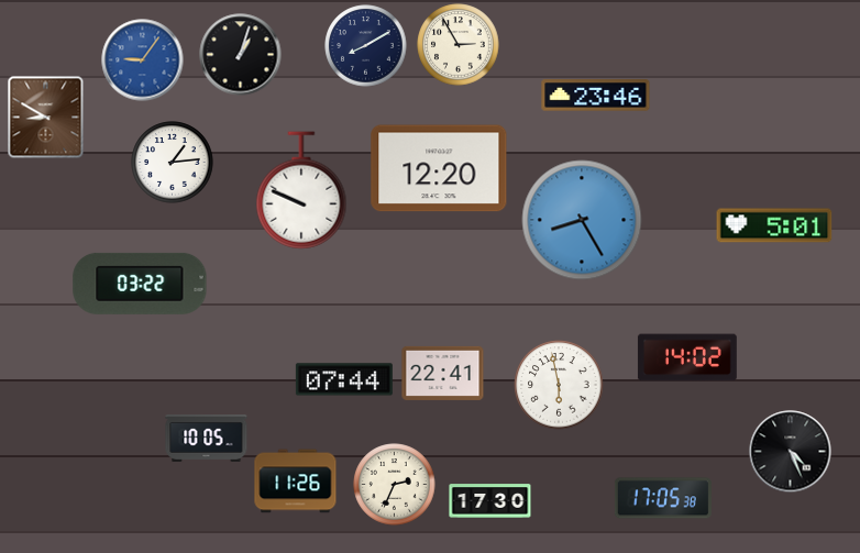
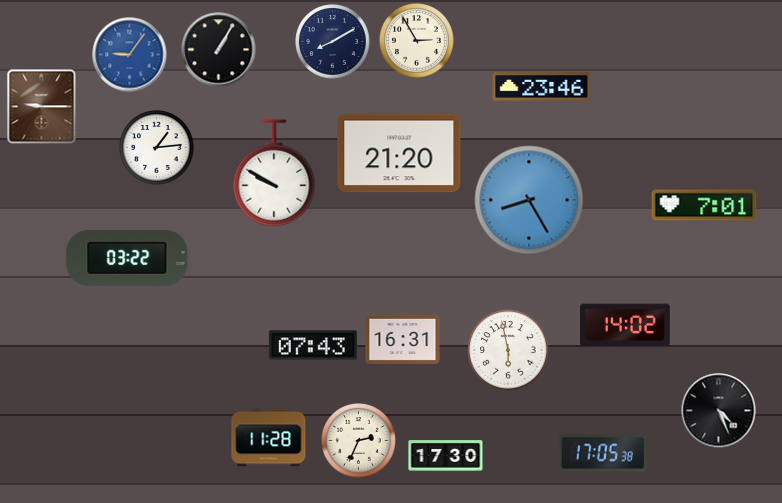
clock at (241, 55): 1:03 -> 1:05
clock at (46, 118): 8:50 -> 9:15
clock at (439, 168): 12:20 -> 21:20
clock at (301, 190): 9:49 -> 9:50
clock at (774, 225): 5:01 -> 7:01
clock at (443, 373): 22:41 -> 16:31
clock at (344, 379): 07:44 -> 07:43
clock at (207, 438): 10:05 -> none
clock at (296, 482): 11:26 -> 11:28
